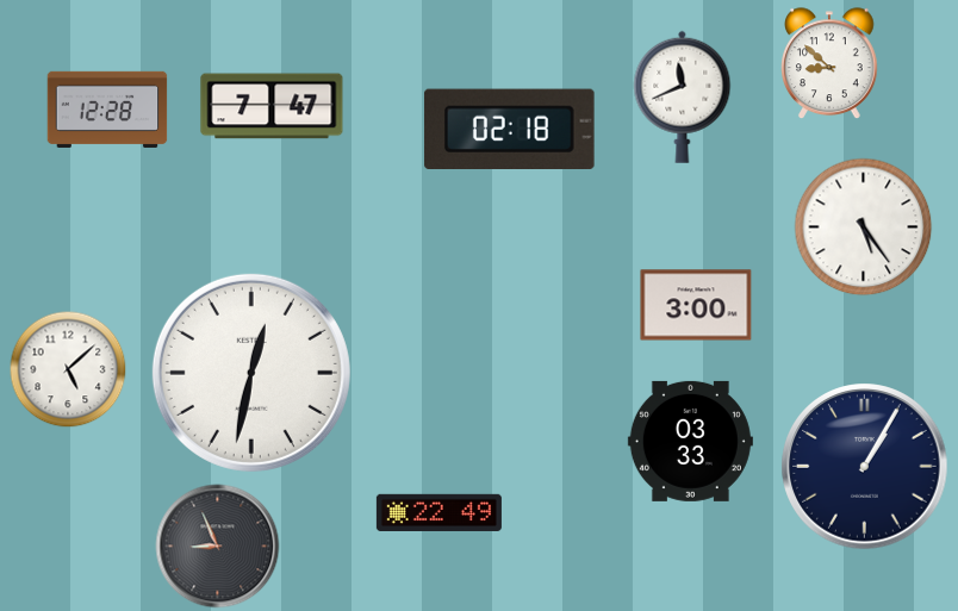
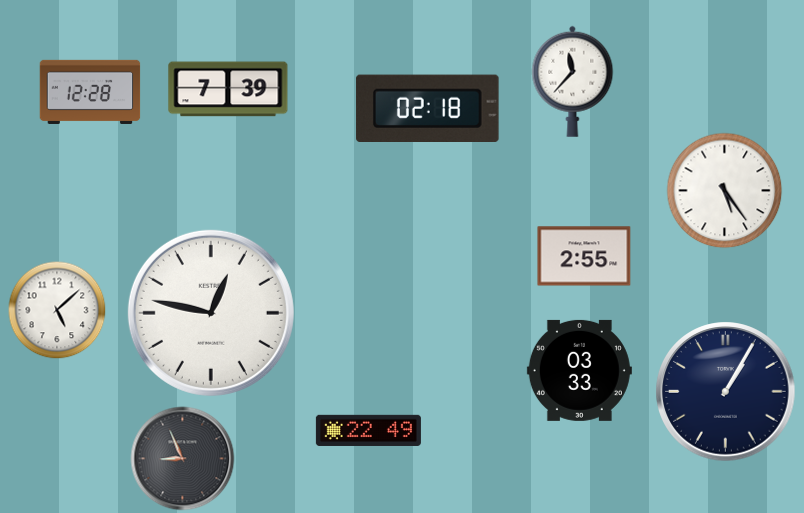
clock at (829, 64): 8:52 -> none
clock at (683, 96): 11:41 -> 11:37
clock at (272, 106): 7:47 -> 7:39
clock at (696, 305): 3:00 -> 2:55
clock at (251, 373): 12:32 -> 12:47
